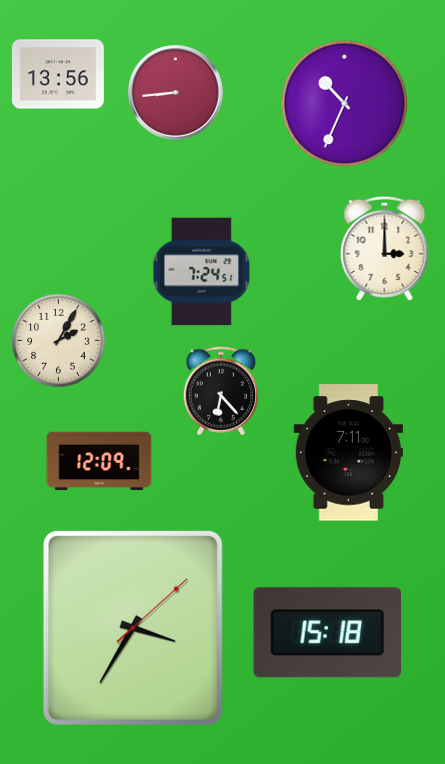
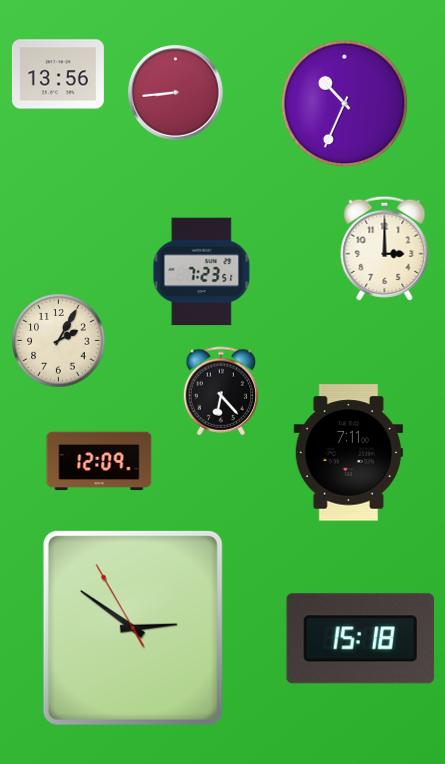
clock at (202, 272): 7:24 -> 7:23
clock at (133, 628): 3:35 -> 2:50
clock at (327, 633) position: (327, 633) -> (360, 639)
